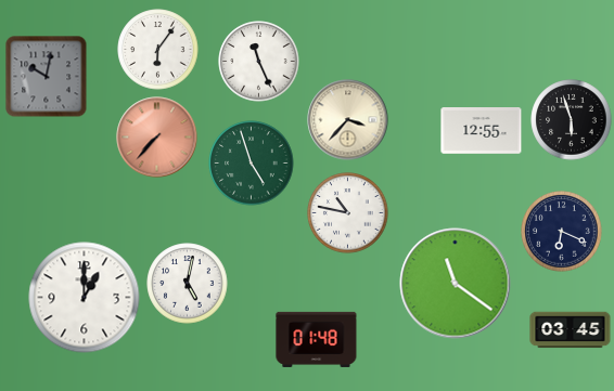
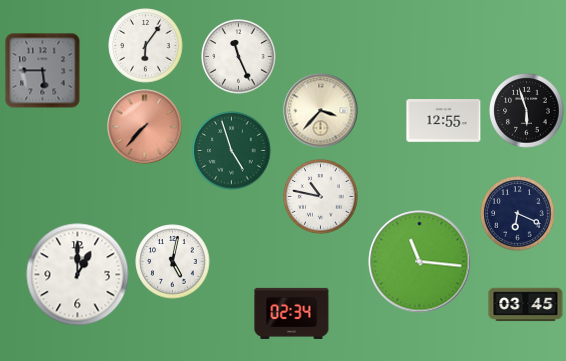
clock at (47, 77): 10:02 -> 5:45
clock at (456, 284): 11:21 -> 11:16
clock at (317, 339): 01:48 -> 02:34
